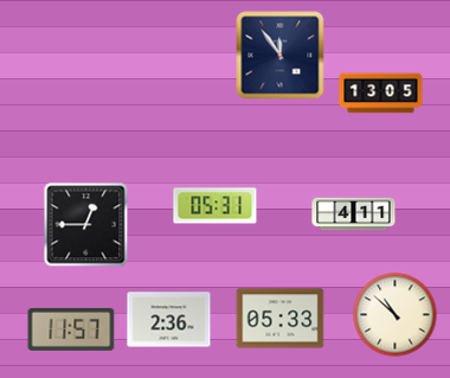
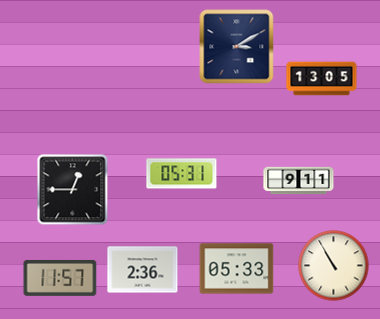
clock at (281, 56): 11:54 -> 3:10
clock at (354, 214): 4:11 -> 9:11
clock at (396, 315): 10:52 -> 10:55
